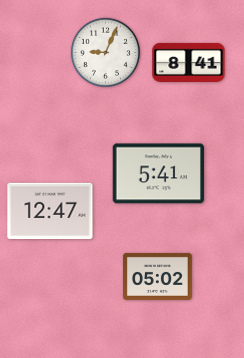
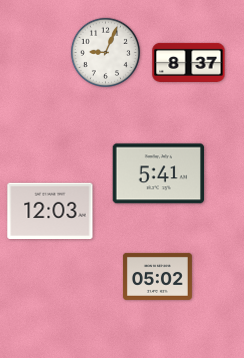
clock at (189, 62): 8:41 -> 8:37
clock at (50, 210): 12:47 -> 12:03
